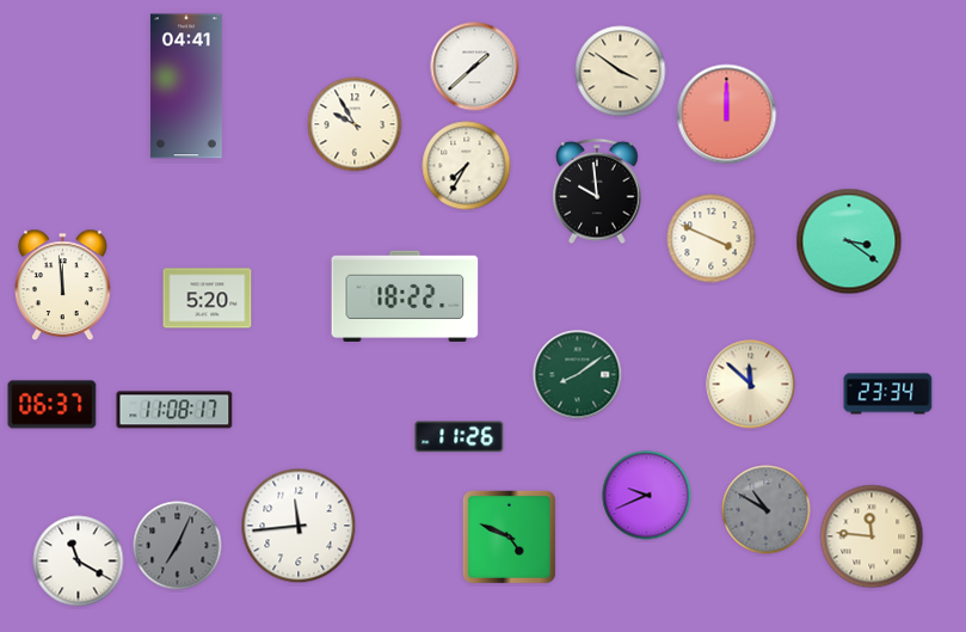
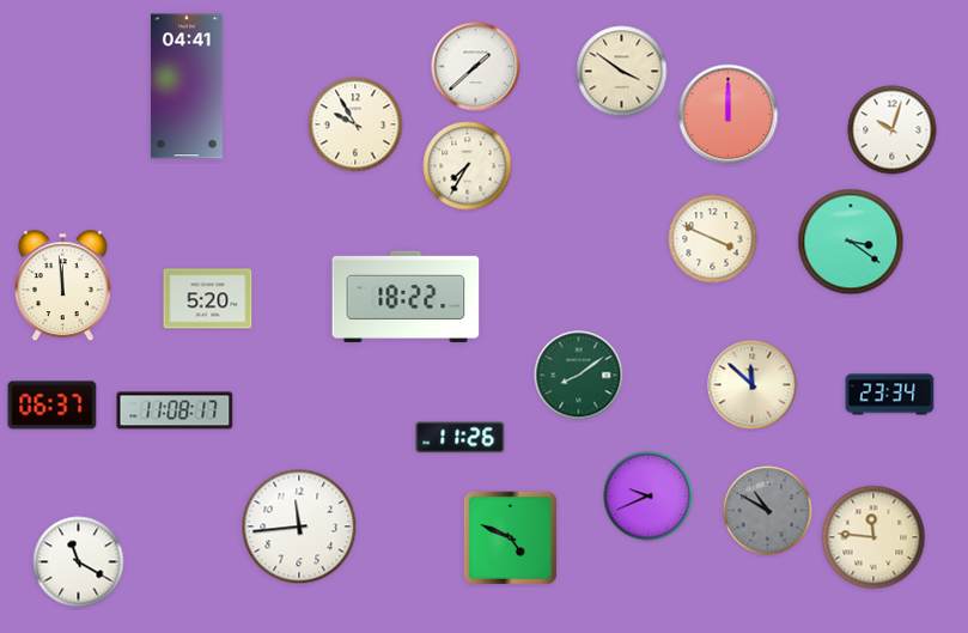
clock at (893, 130): none -> 10:03
clock at (597, 191): 9:59 -> none
clock at (178, 546): 7:04 -> none
